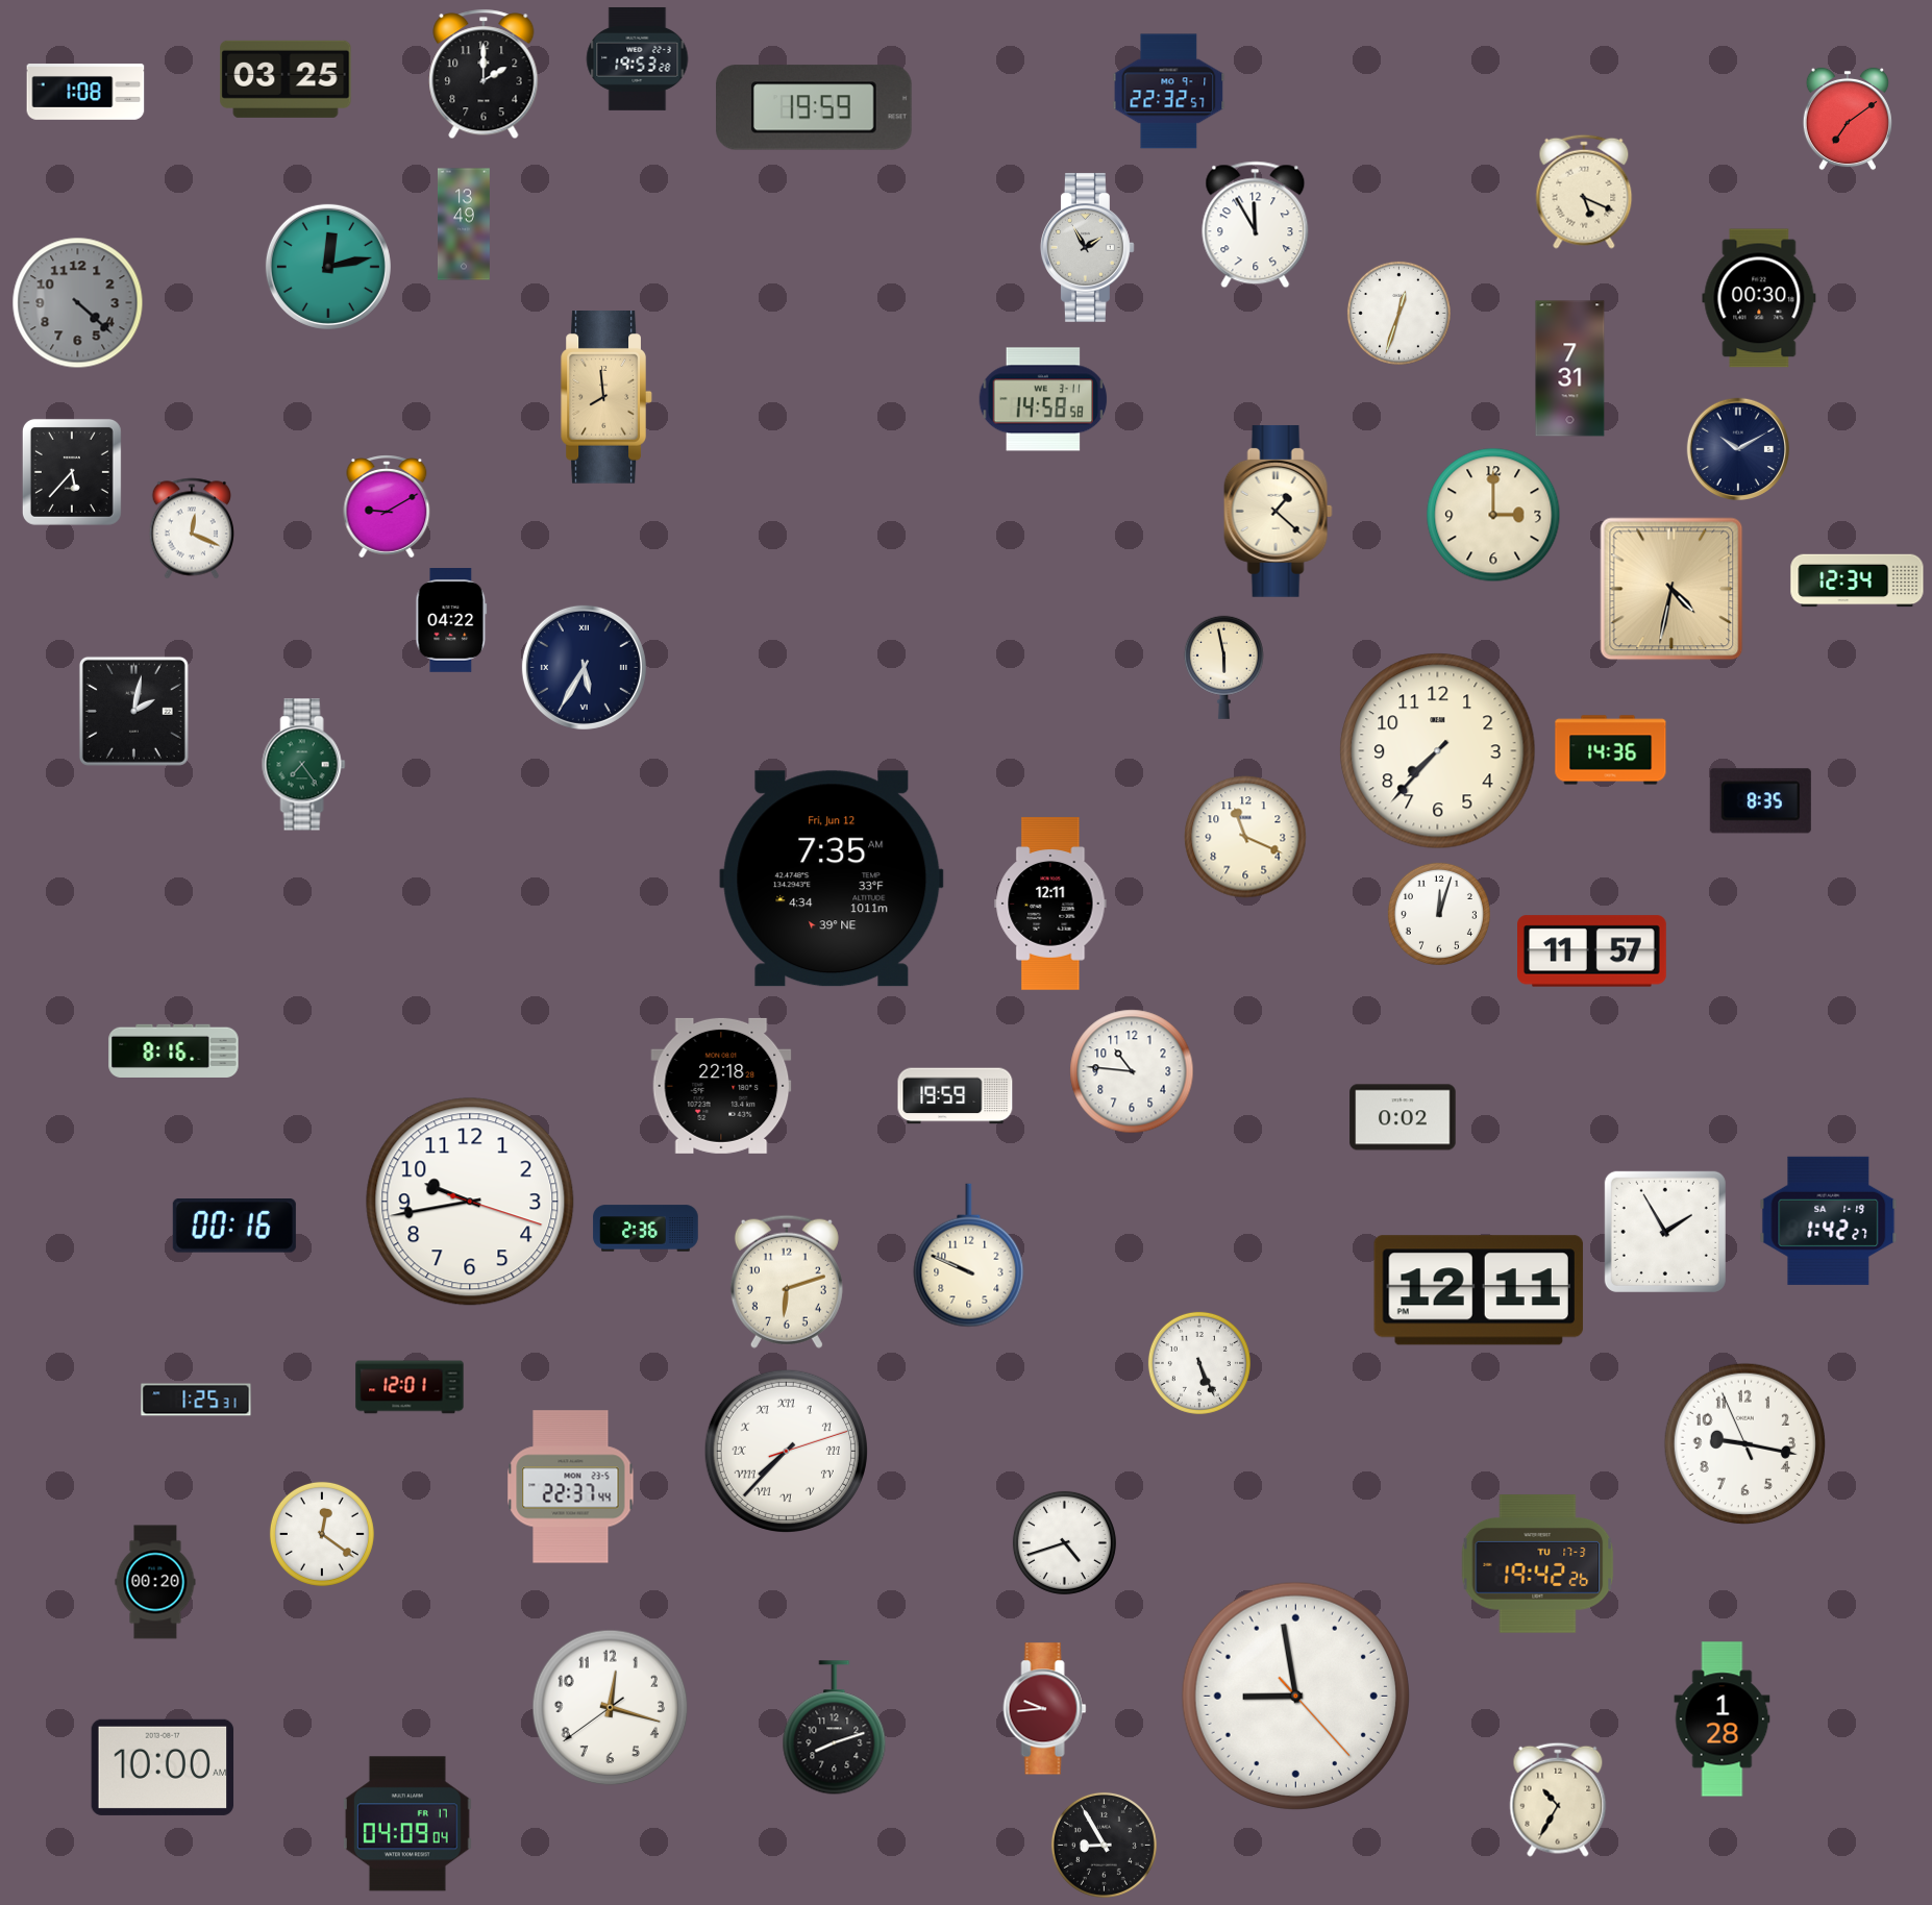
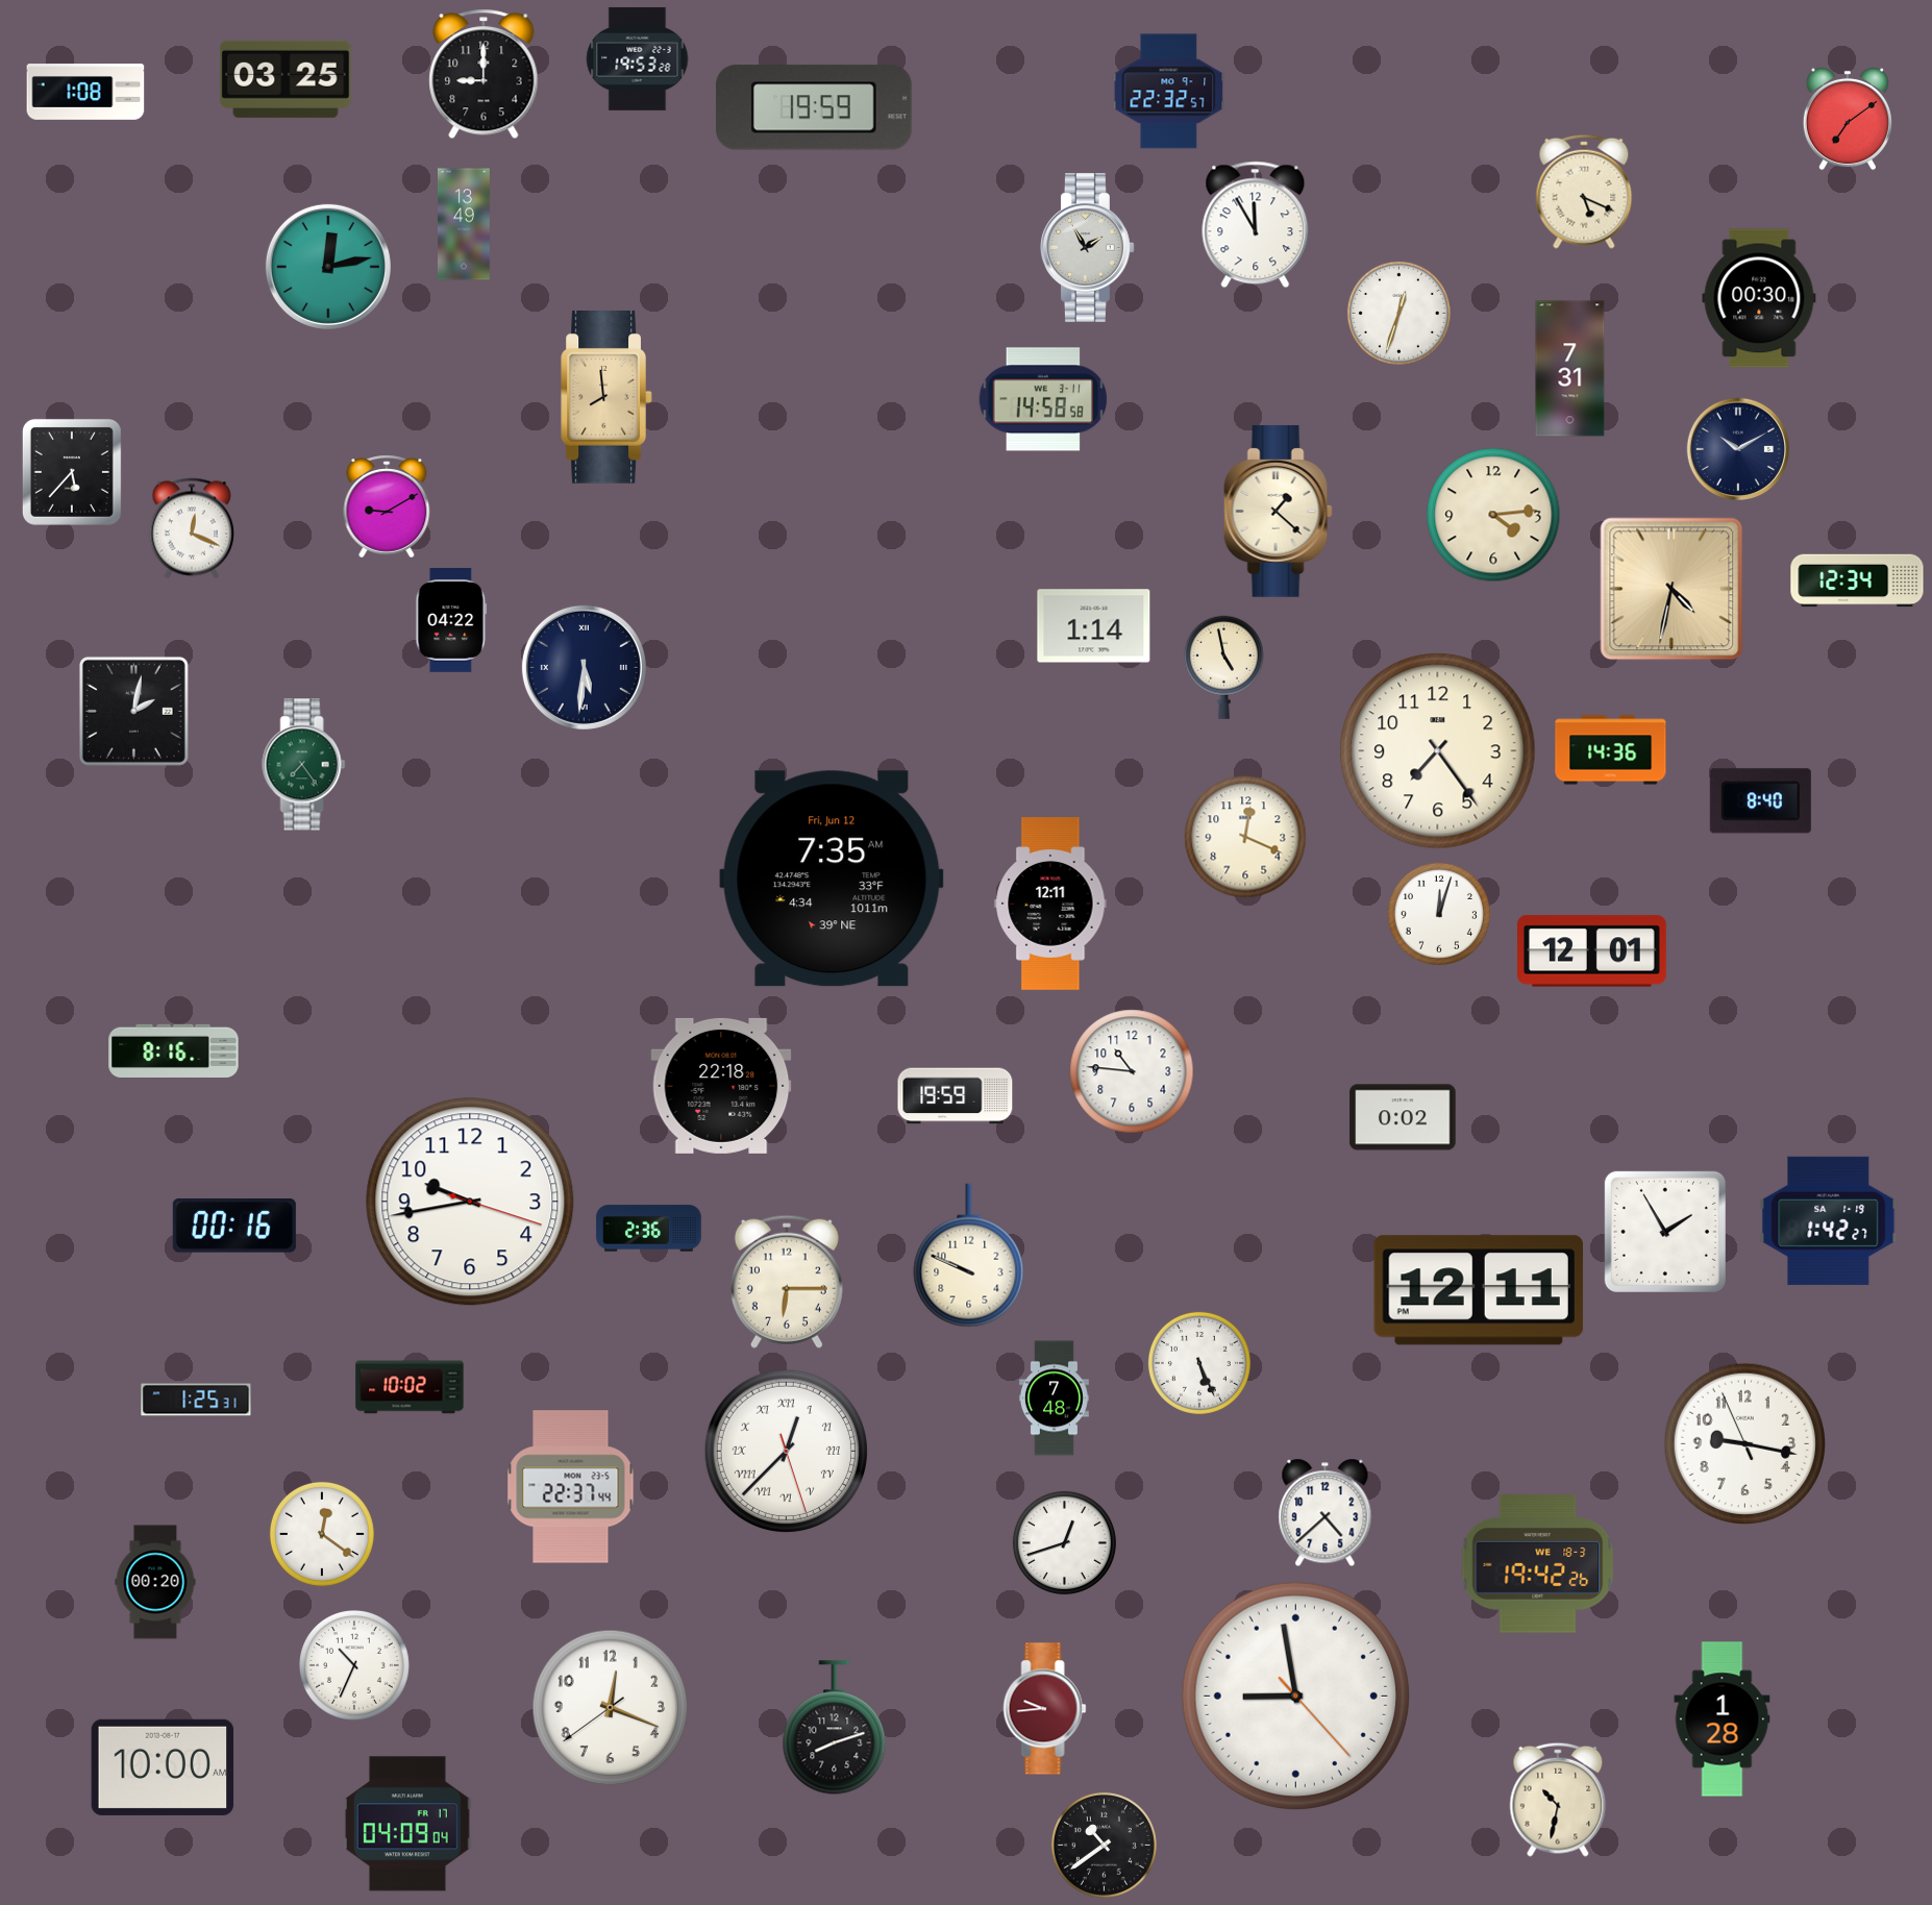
clock at (484, 74): 2:00 -> 9:00
clock at (78, 303): 4:22 -> none
clock at (1493, 515): 3:00 -> 4:14
clock at (1094, 626): none -> 1:14
clock at (584, 667): 5:35 -> 5:31
clock at (1223, 667): 5:58 -> 4:58
clock at (1438, 751): 7:37 -> 7:24
clock at (1760, 801): 8:35 -> 8:40
clock at (1245, 837): 11:19 -> 12:19
clock at (1592, 951): 11:57 -> 12:01
clock at (646, 1229) position: (646, 1229) -> (649, 1229)
clock at (787, 1282): 6:12 -> 6:15
clock at (410, 1387): 12:01 -> 10:02
clock at (1054, 1399): none -> 7:48
clock at (786, 1451): 7:37 -> 12:37
clock at (1326, 1513): none -> 4:38
clock at (1064, 1542): 4:42 -> 12:42
clock at (1538, 1564) date: TU 17-3 -> WE 18-3
clock at (355, 1666): none -> 10:34
clock at (611, 1708): 12:17 -> 12:18
clock at (1558, 1800): 10:35 -> 10:32
clock at (1104, 1845): 8:55 -> 10:39
